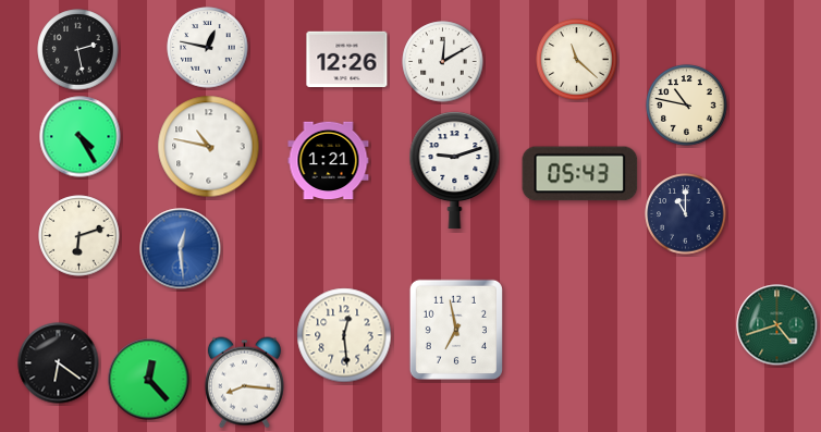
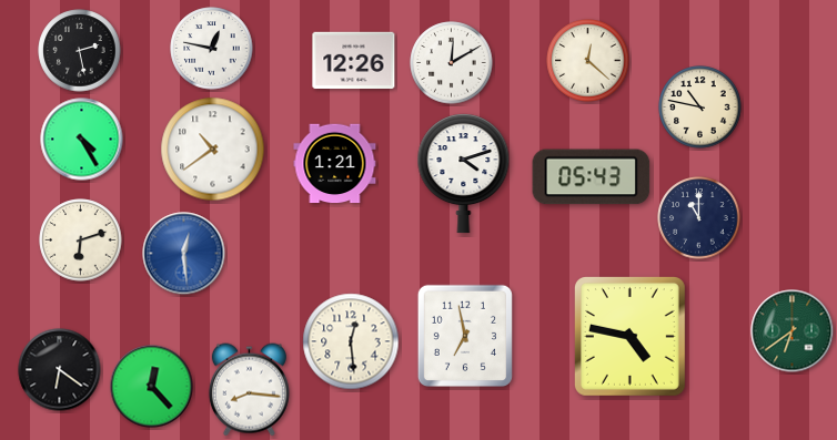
clock at (577, 60): 11:22 -> 12:22
clock at (209, 147): 10:47 -> 10:39
clock at (455, 171): 9:12 -> 4:12
clock at (777, 325): 4:42 -> 6:39
clock at (629, 336): none -> 4:47
